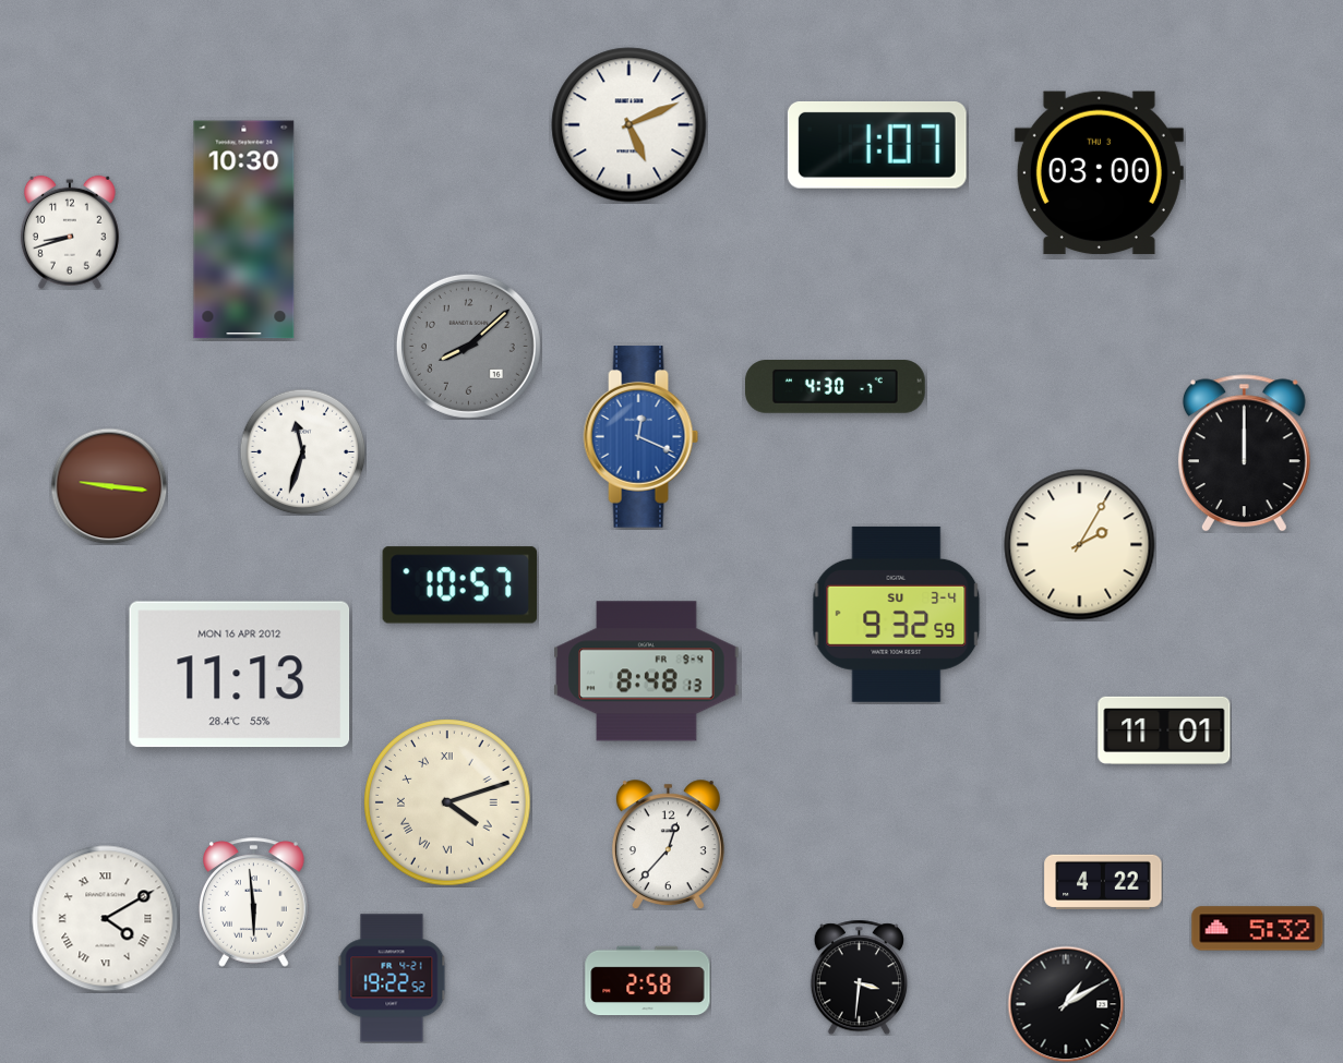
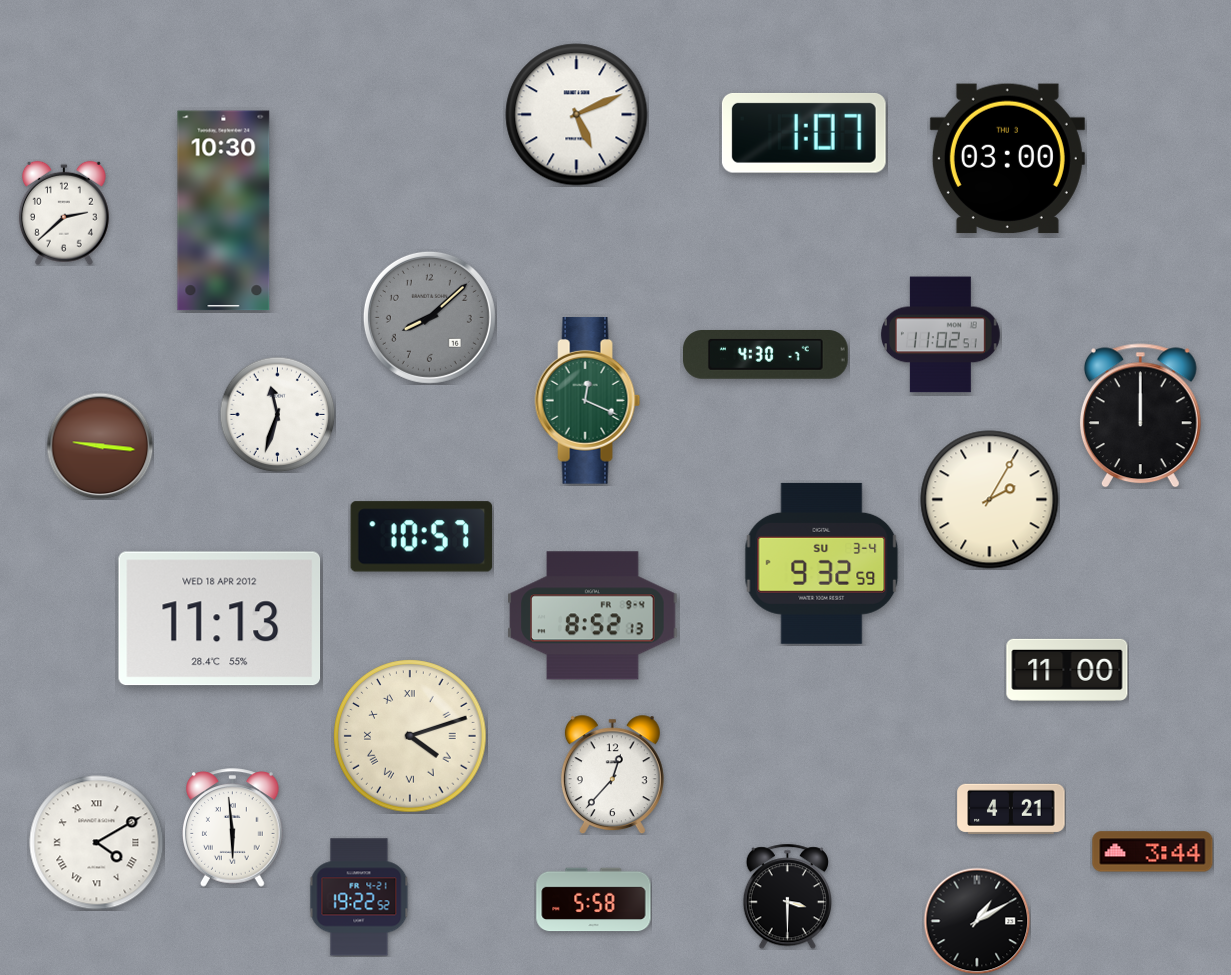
clock at (70, 232): 8:42 -> 2:38
clock at (940, 335): none -> 11:02
clock at (641, 437) dial: blue -> green
clock at (647, 672): 8:48 -> 8:52
clock at (240, 675) date: MON 16 APR 2012 -> WED 18 APR 2012
clock at (1164, 730): 11:01 -> 11:00
clock at (1103, 882): 4:22 -> 4:21
clock at (1258, 929): 5:32 -> 3:44
clock at (859, 977): 3:31 -> 3:30
clock at (648, 981): 2:58 -> 5:58
